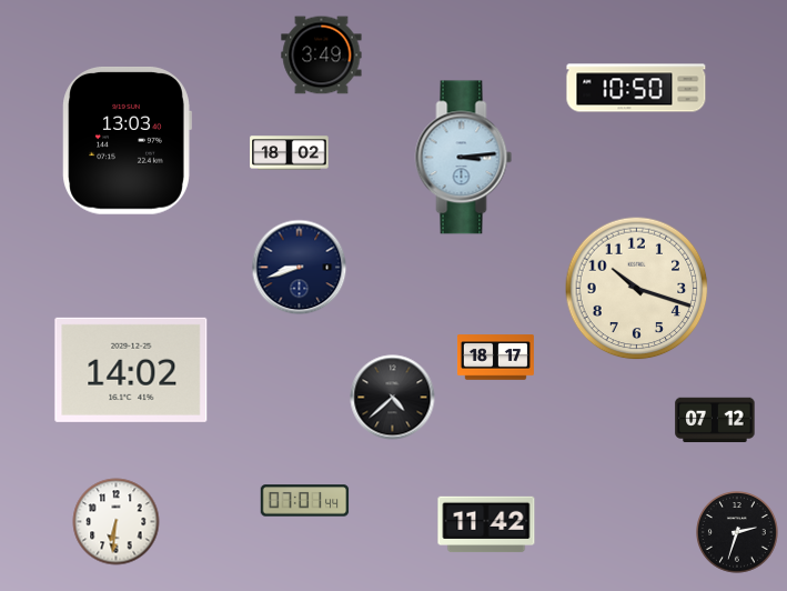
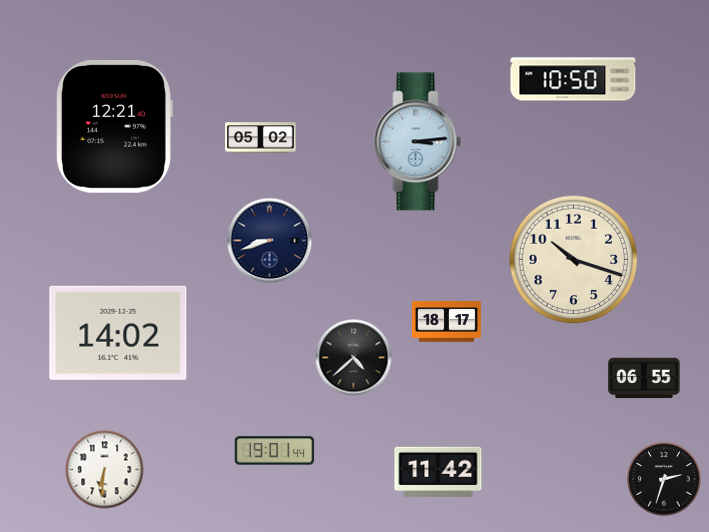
clock at (322, 56): 3:49 -> none
clock at (127, 141): 13:03 -> 12:21
clock at (290, 153): 18:02 -> 05:02
clock at (715, 420): 07:12 -> 06:55
clock at (305, 501): 07:01 -> 19:01
